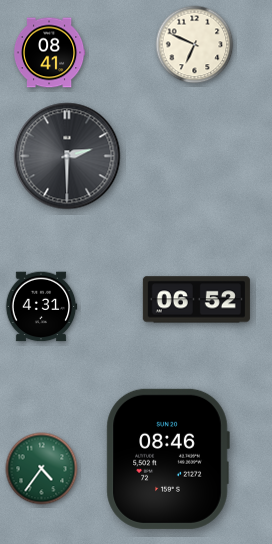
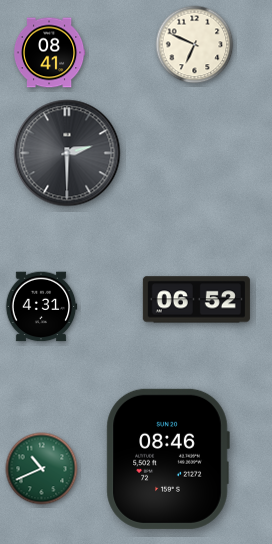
clock at (67, 156) position: (67, 156) -> (67, 153)
clock at (42, 469): 4:36 -> 10:41
